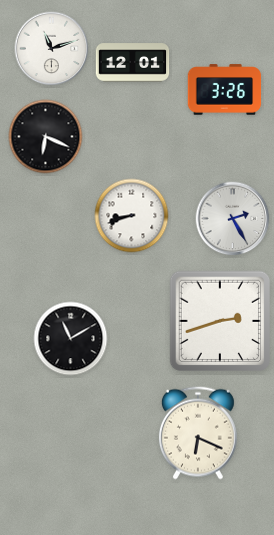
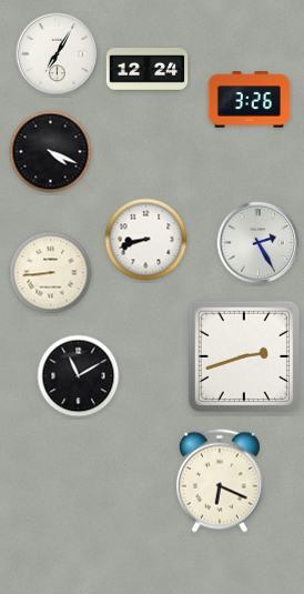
clock at (52, 49): 11:12 -> 7:05
clock at (133, 63): 12:01 -> 12:24
clock at (46, 137): 6:19 -> 4:19
clock at (51, 273): none -> 8:44
